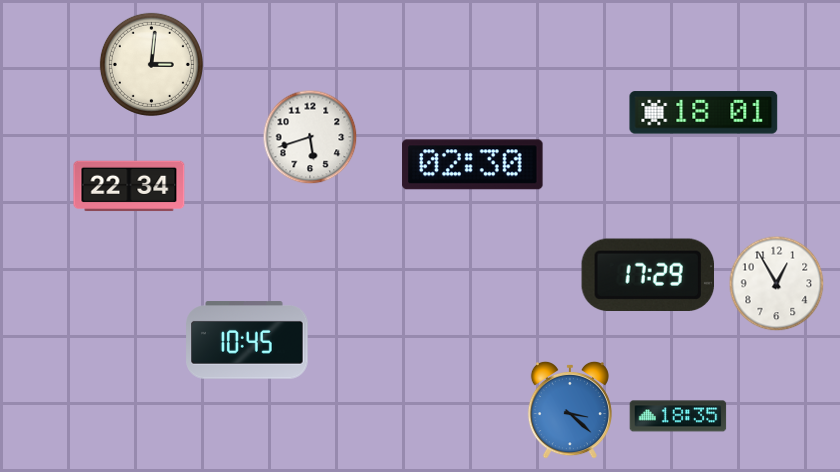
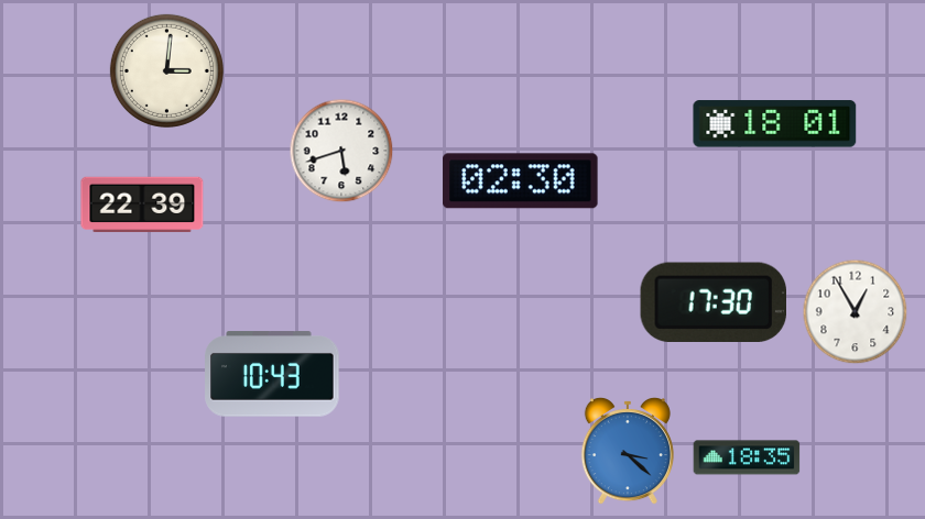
clock at (129, 186): 22:34 -> 22:39
clock at (647, 274): 17:29 -> 17:30
clock at (247, 340): 10:45 -> 10:43
